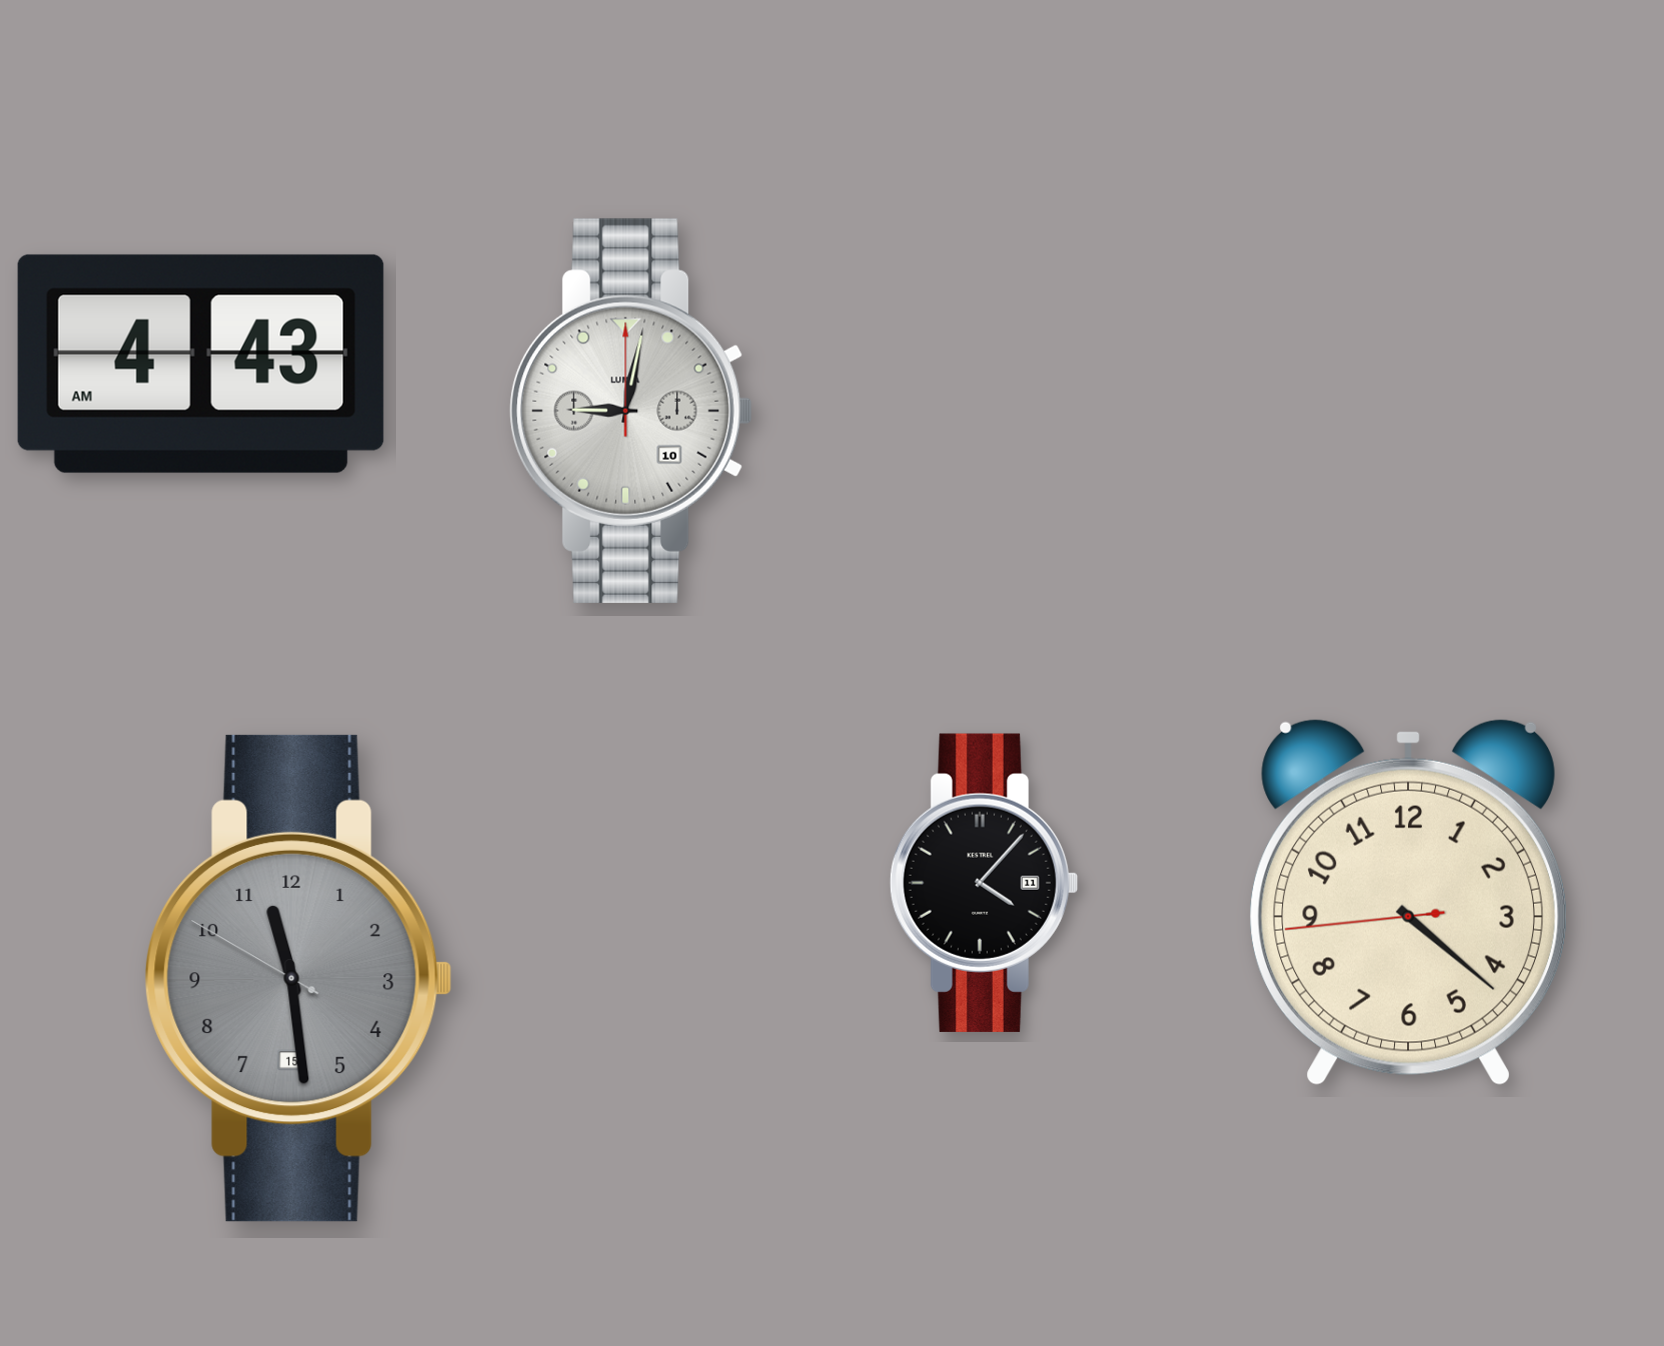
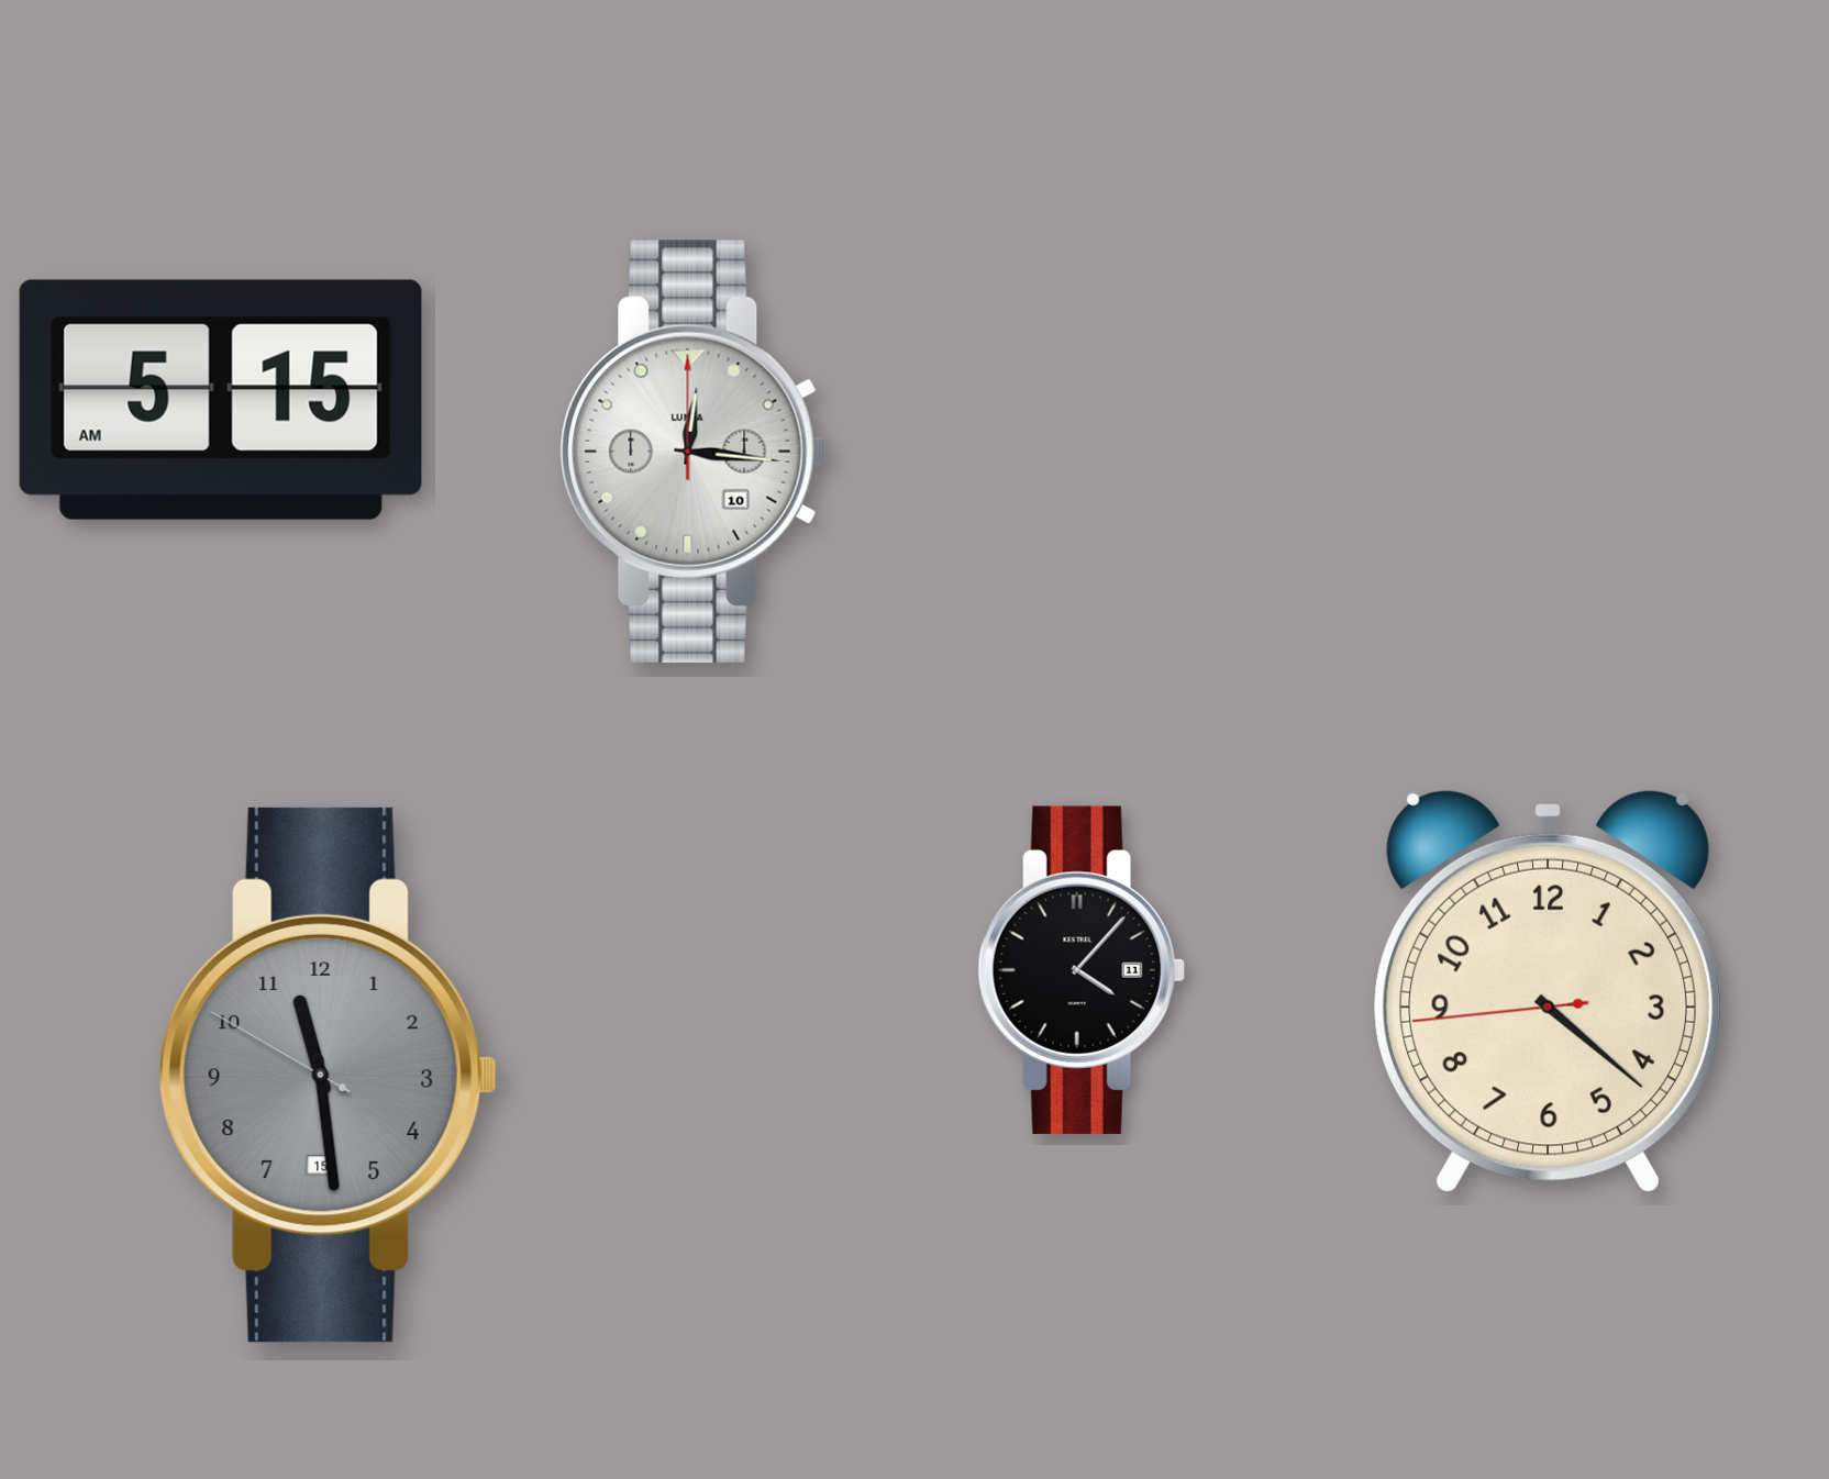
clock at (201, 364): 4:43 -> 5:15
clock at (631, 411): 9:02 -> 12:16
